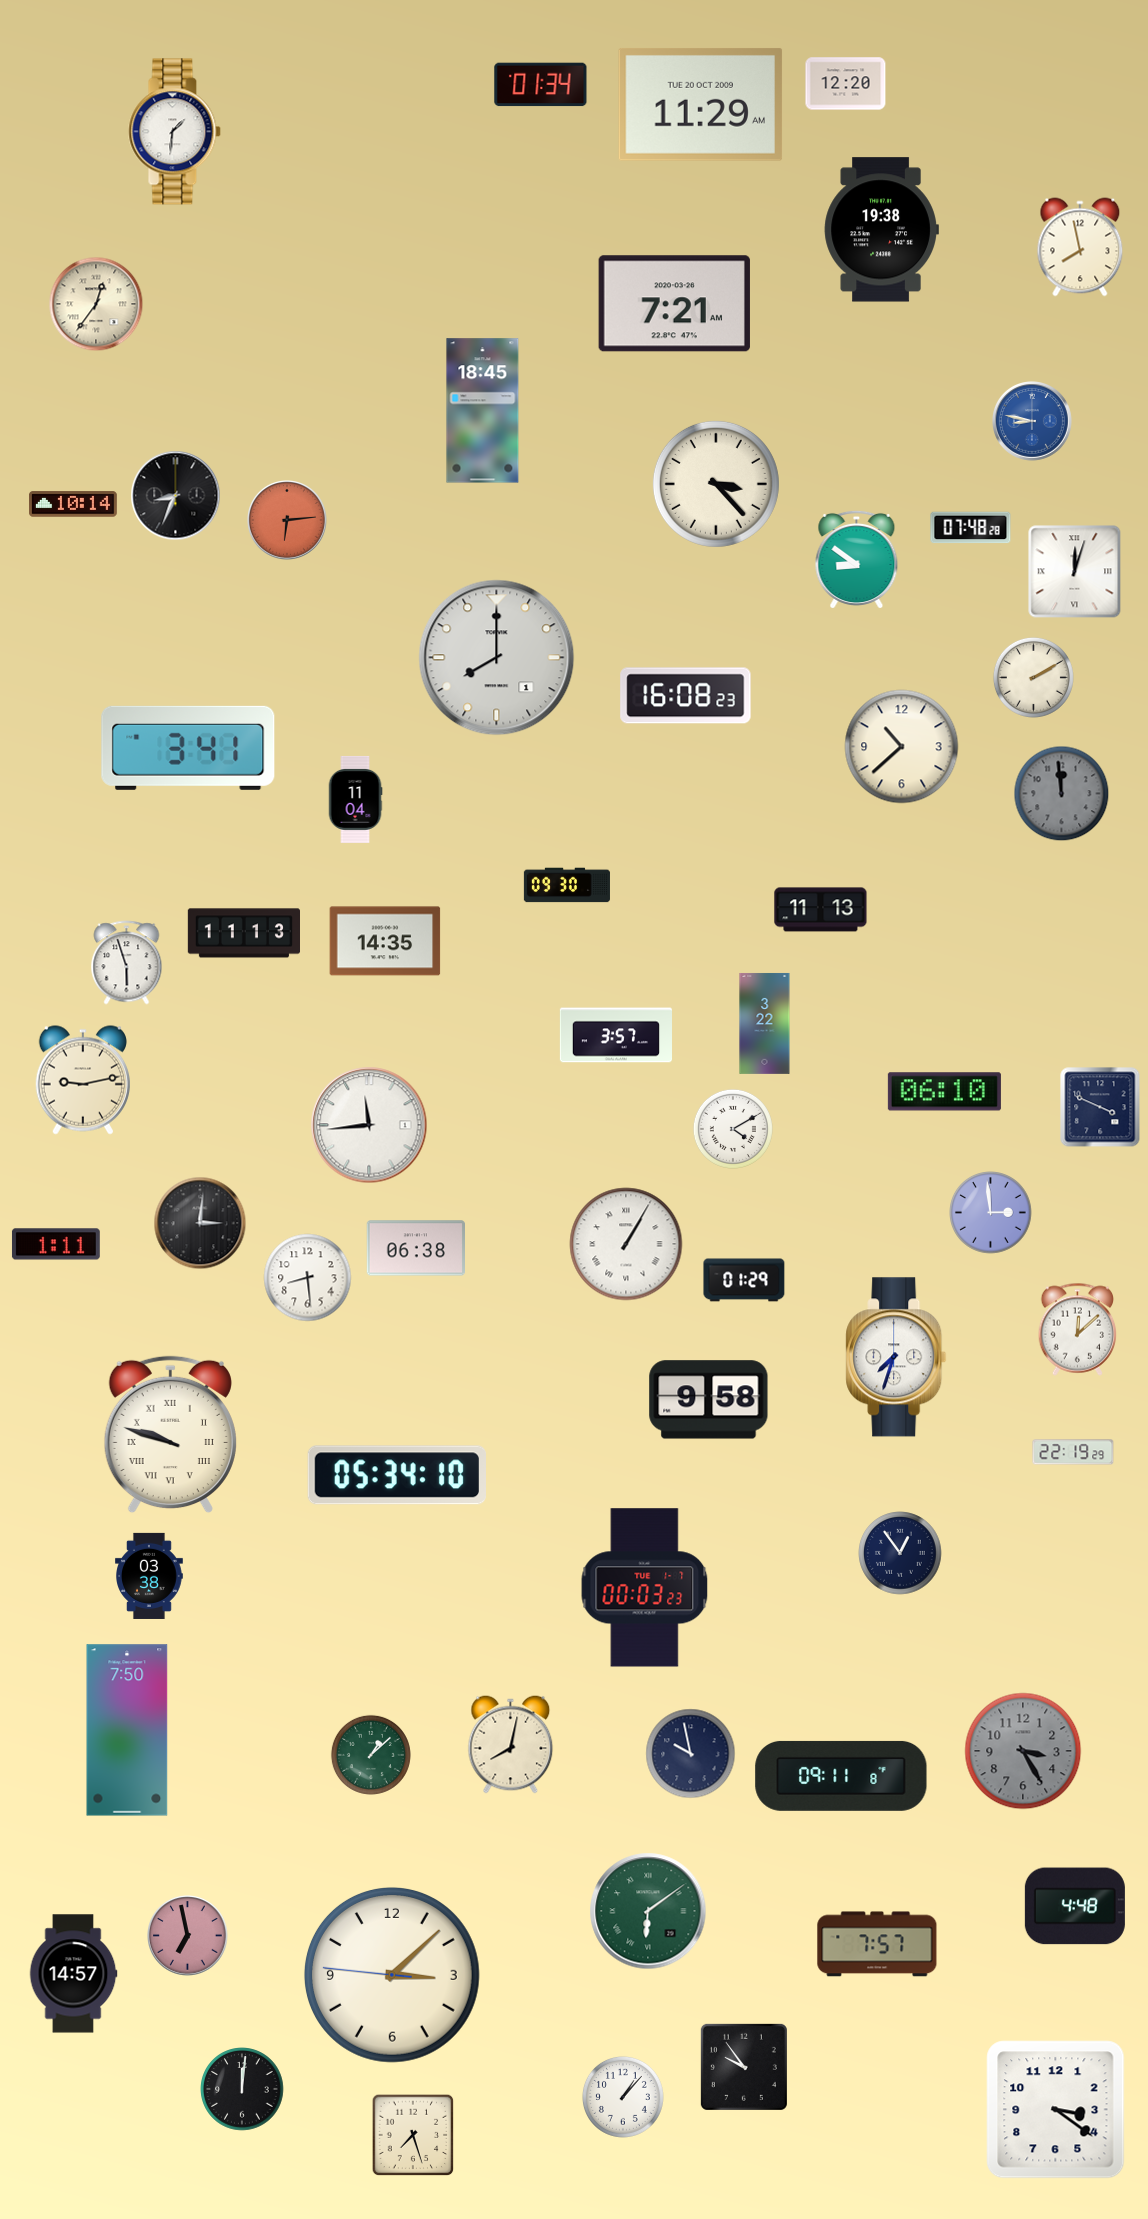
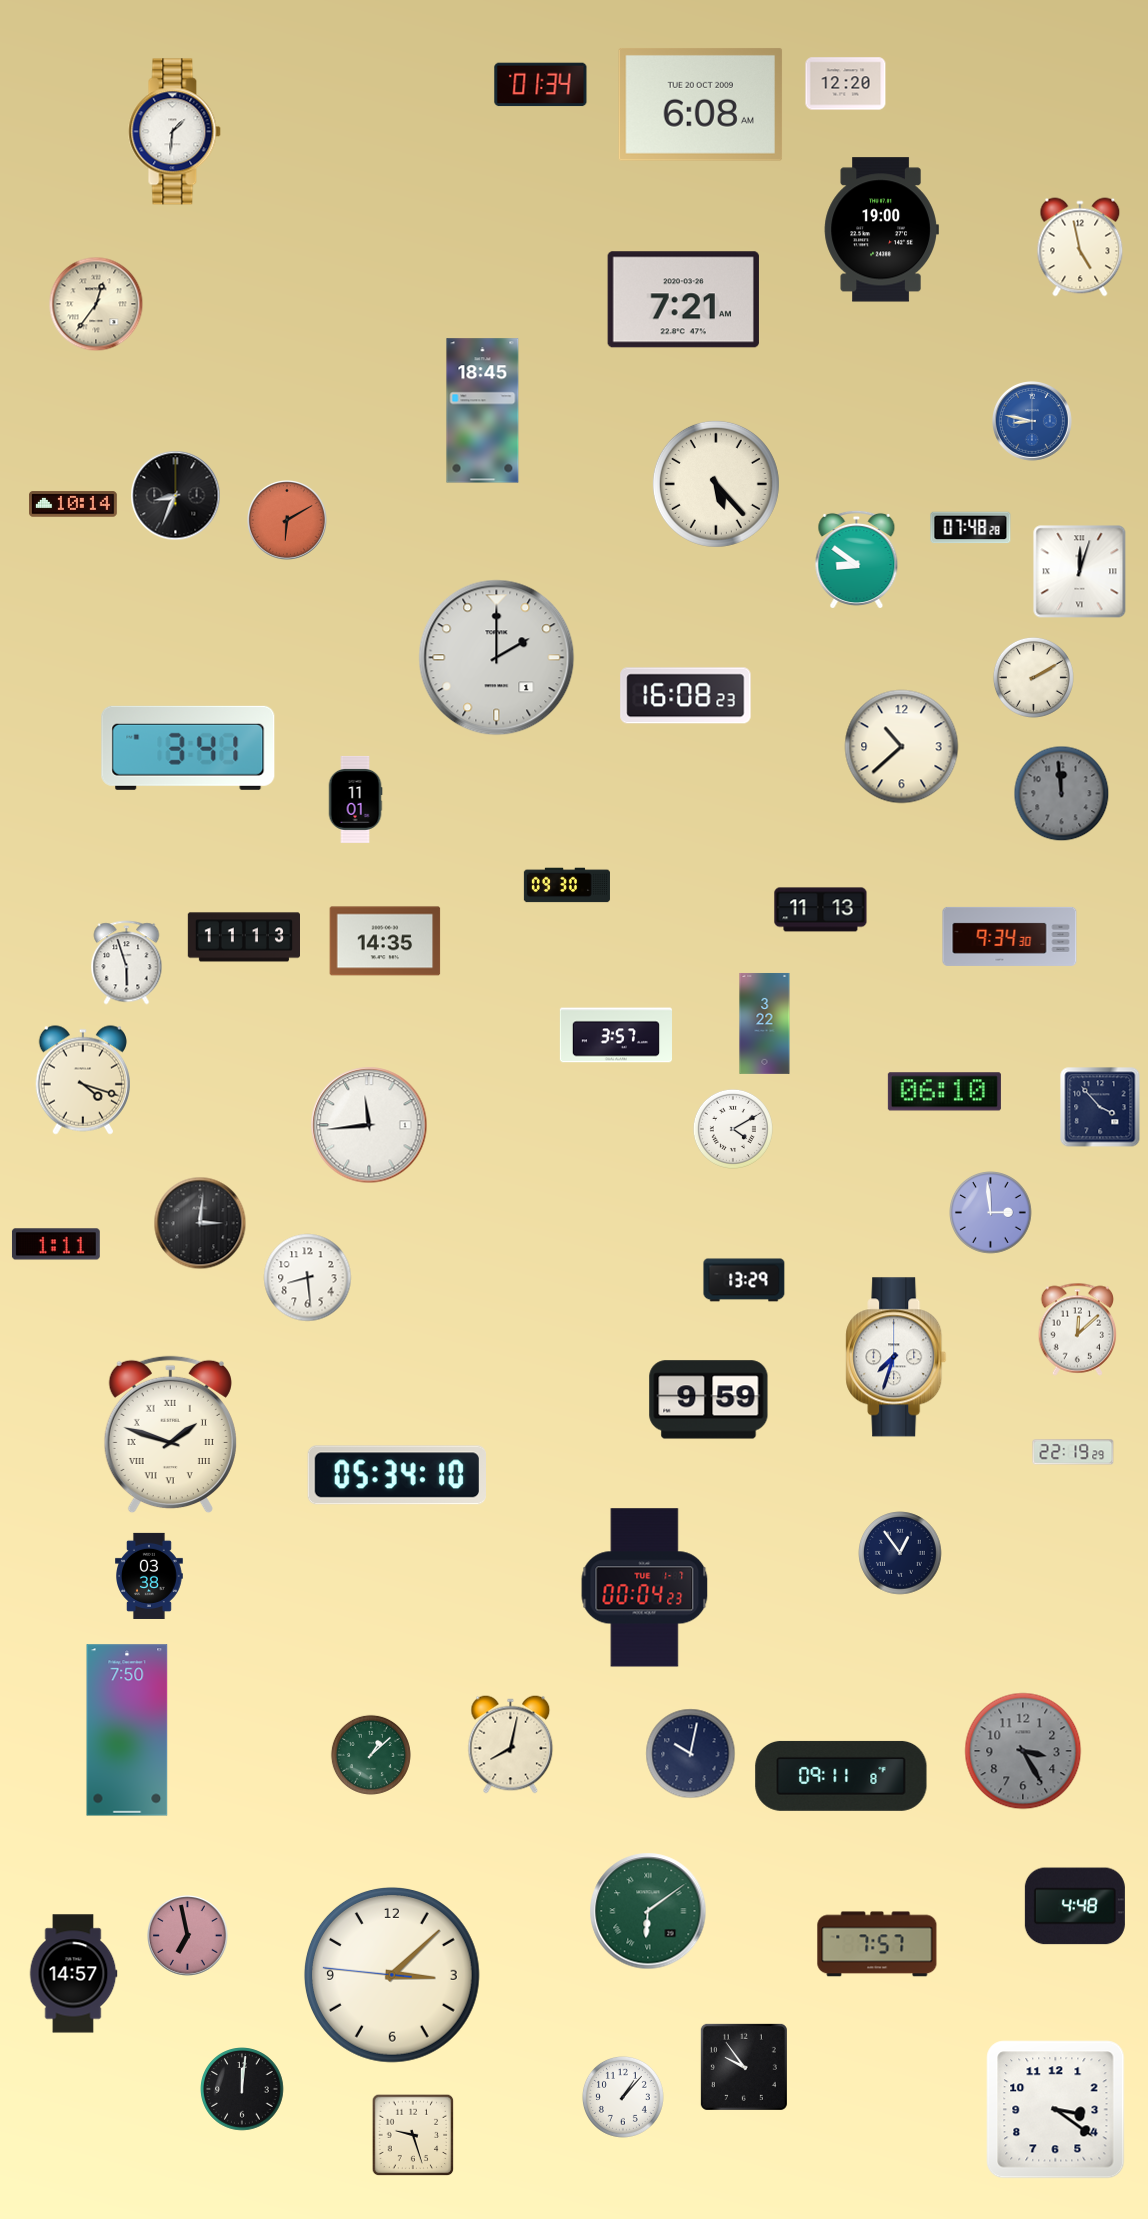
clock at (701, 104): 11:29 -> 6:08
clock at (881, 230): 19:38 -> 19:00
clock at (1080, 247): 7:58 -> 4:58
clock at (674, 304) position: (674, 304) -> (683, 300)
clock at (716, 484): 3:23 -> 5:23
clock at (288, 521): 6:14 -> 6:10
clock at (1075, 572) position: (1075, 572) -> (1080, 572)
clock at (497, 658): 8:00 -> 2:00
clock at (355, 799): 11:04 -> 11:01
clock at (243, 933) position: (243, 933) -> (243, 937)
clock at (1010, 936): none -> 9:34
clock at (83, 1080): 9:13 -> 4:18
clock at (1100, 1107): 3:49 -> 3:53
clock at (626, 1244): 1:05 -> none
clock at (415, 1248): 06:38 -> none
clock at (744, 1280): 01:29 -> 13:29
clock at (709, 1400): 9:58 -> 9:59
clock at (170, 1435): 9:48 -> 1:48
clock at (645, 1588): 00:03 -> 00:04
clock at (691, 1754): 9:58 -> 10:02
clock at (413, 2135): 7:27 -> 9:27
